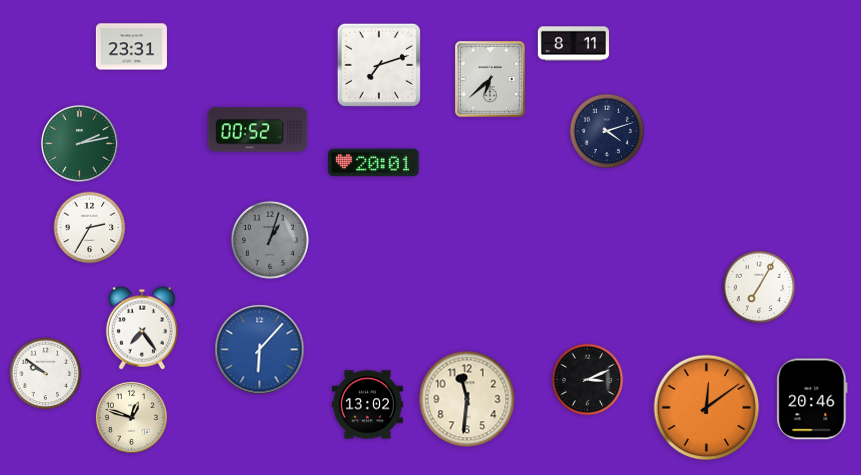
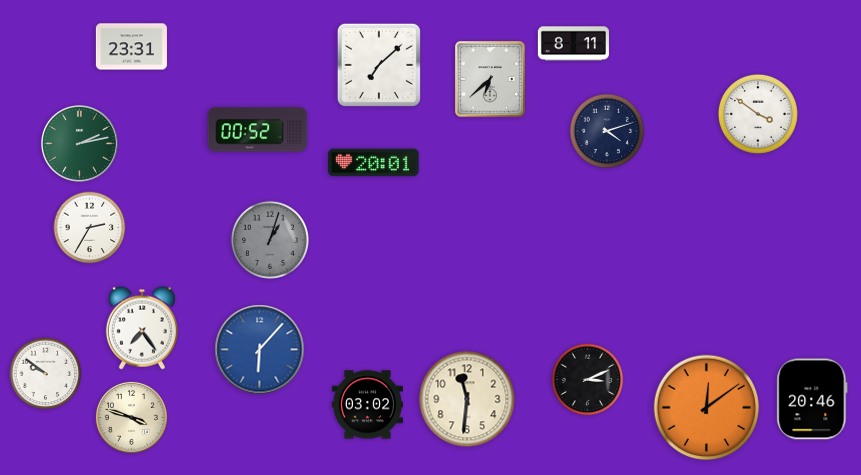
clock at (379, 65): 7:12 -> 7:08
clock at (758, 114): none -> 3:51
clock at (759, 287): 7:05 -> none
clock at (367, 405): 13:02 -> 03:02
clock at (131, 417): 12:48 -> 3:48
